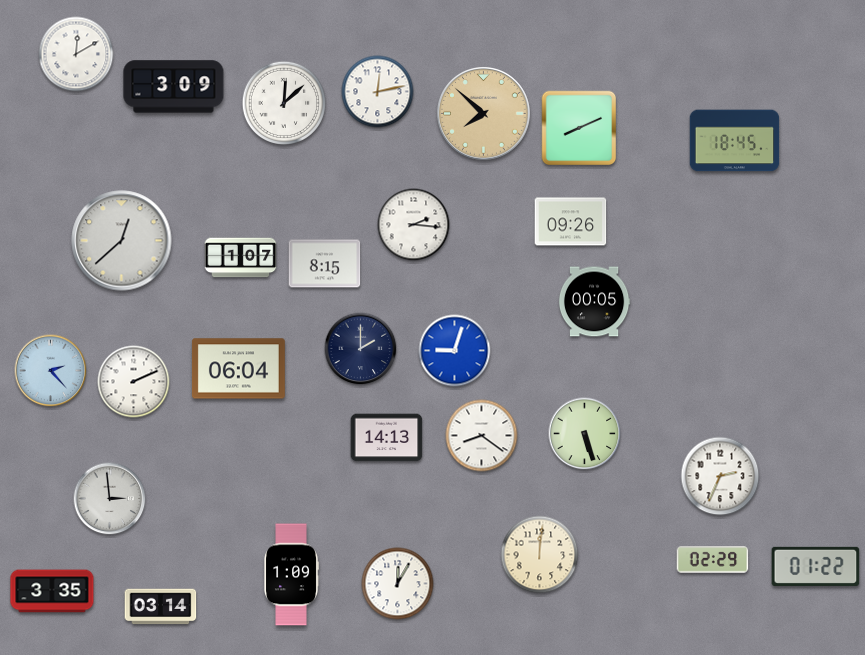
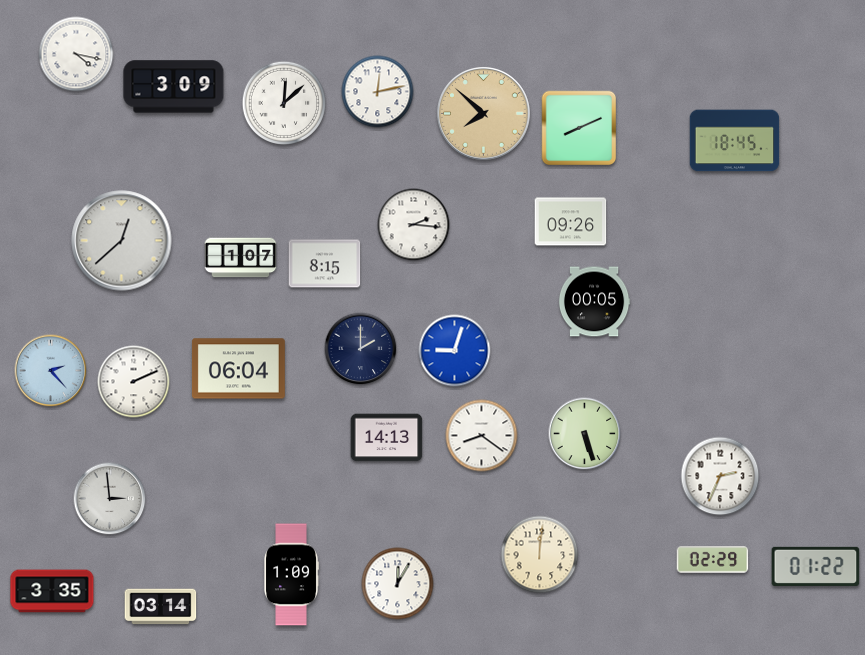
clock at (76, 54): 12:10 -> 4:17
